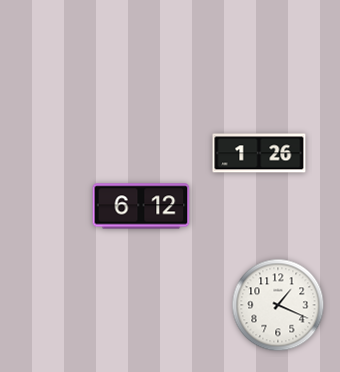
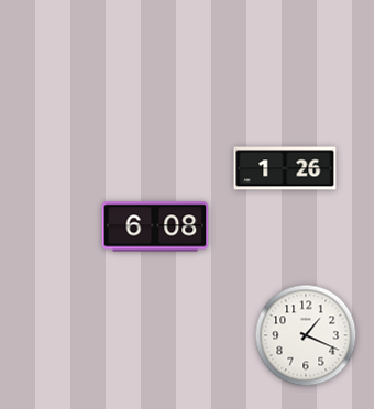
clock at (141, 206): 6:12 -> 6:08
